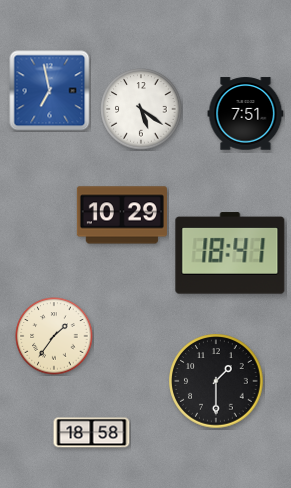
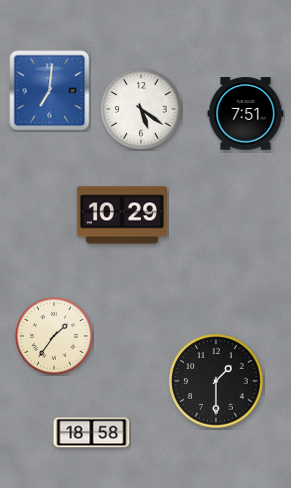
clock at (50, 91): 6:58 -> 7:01
clock at (230, 253): 18:41 -> none
